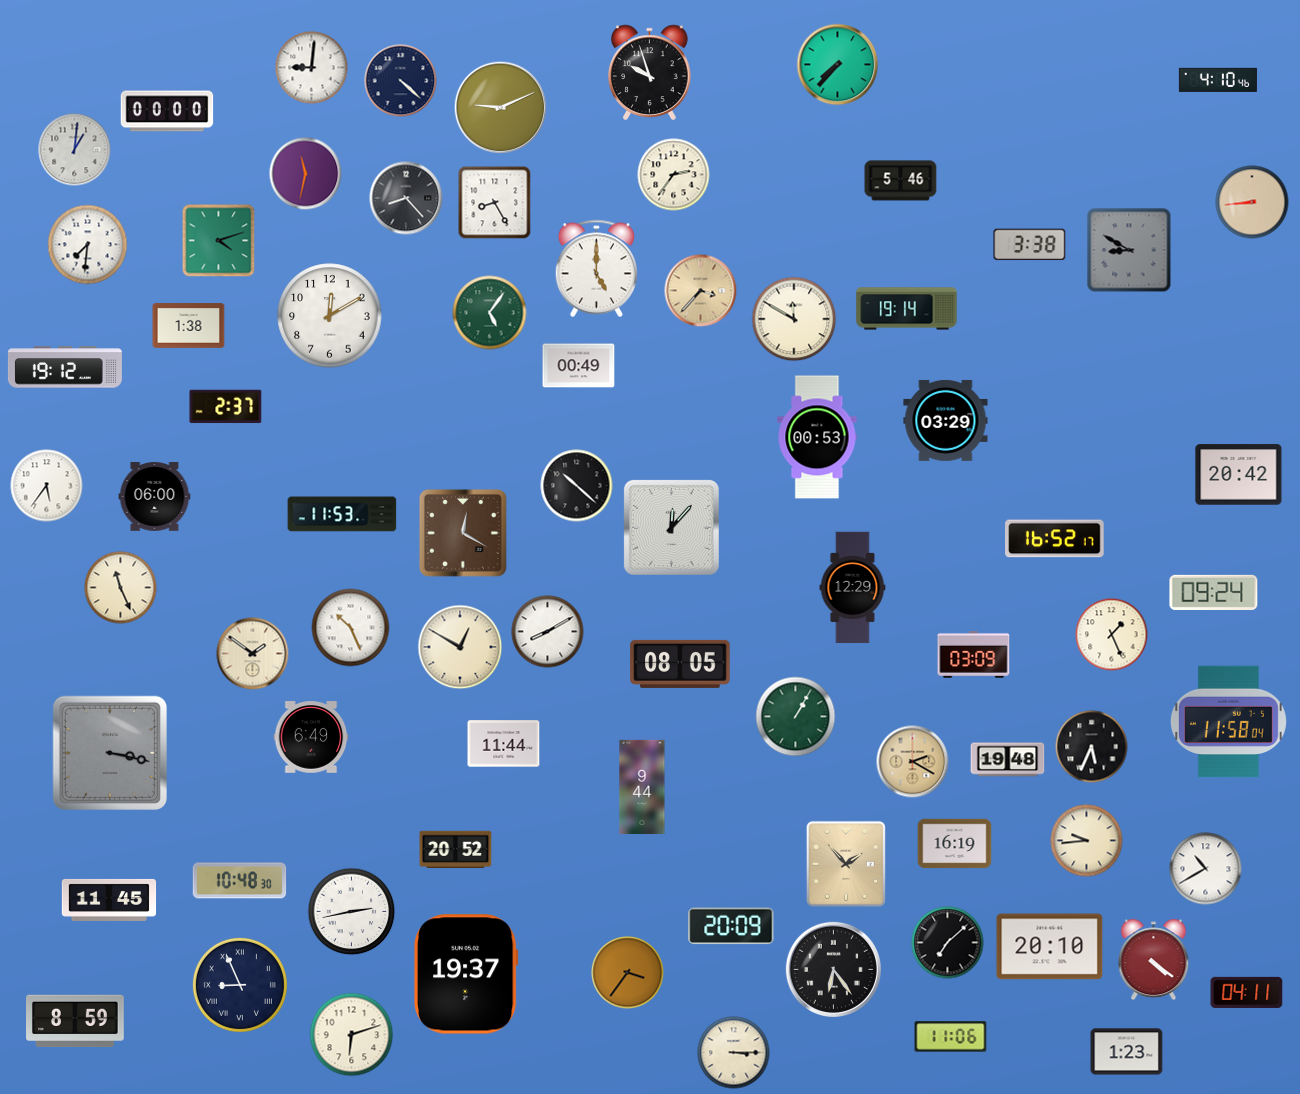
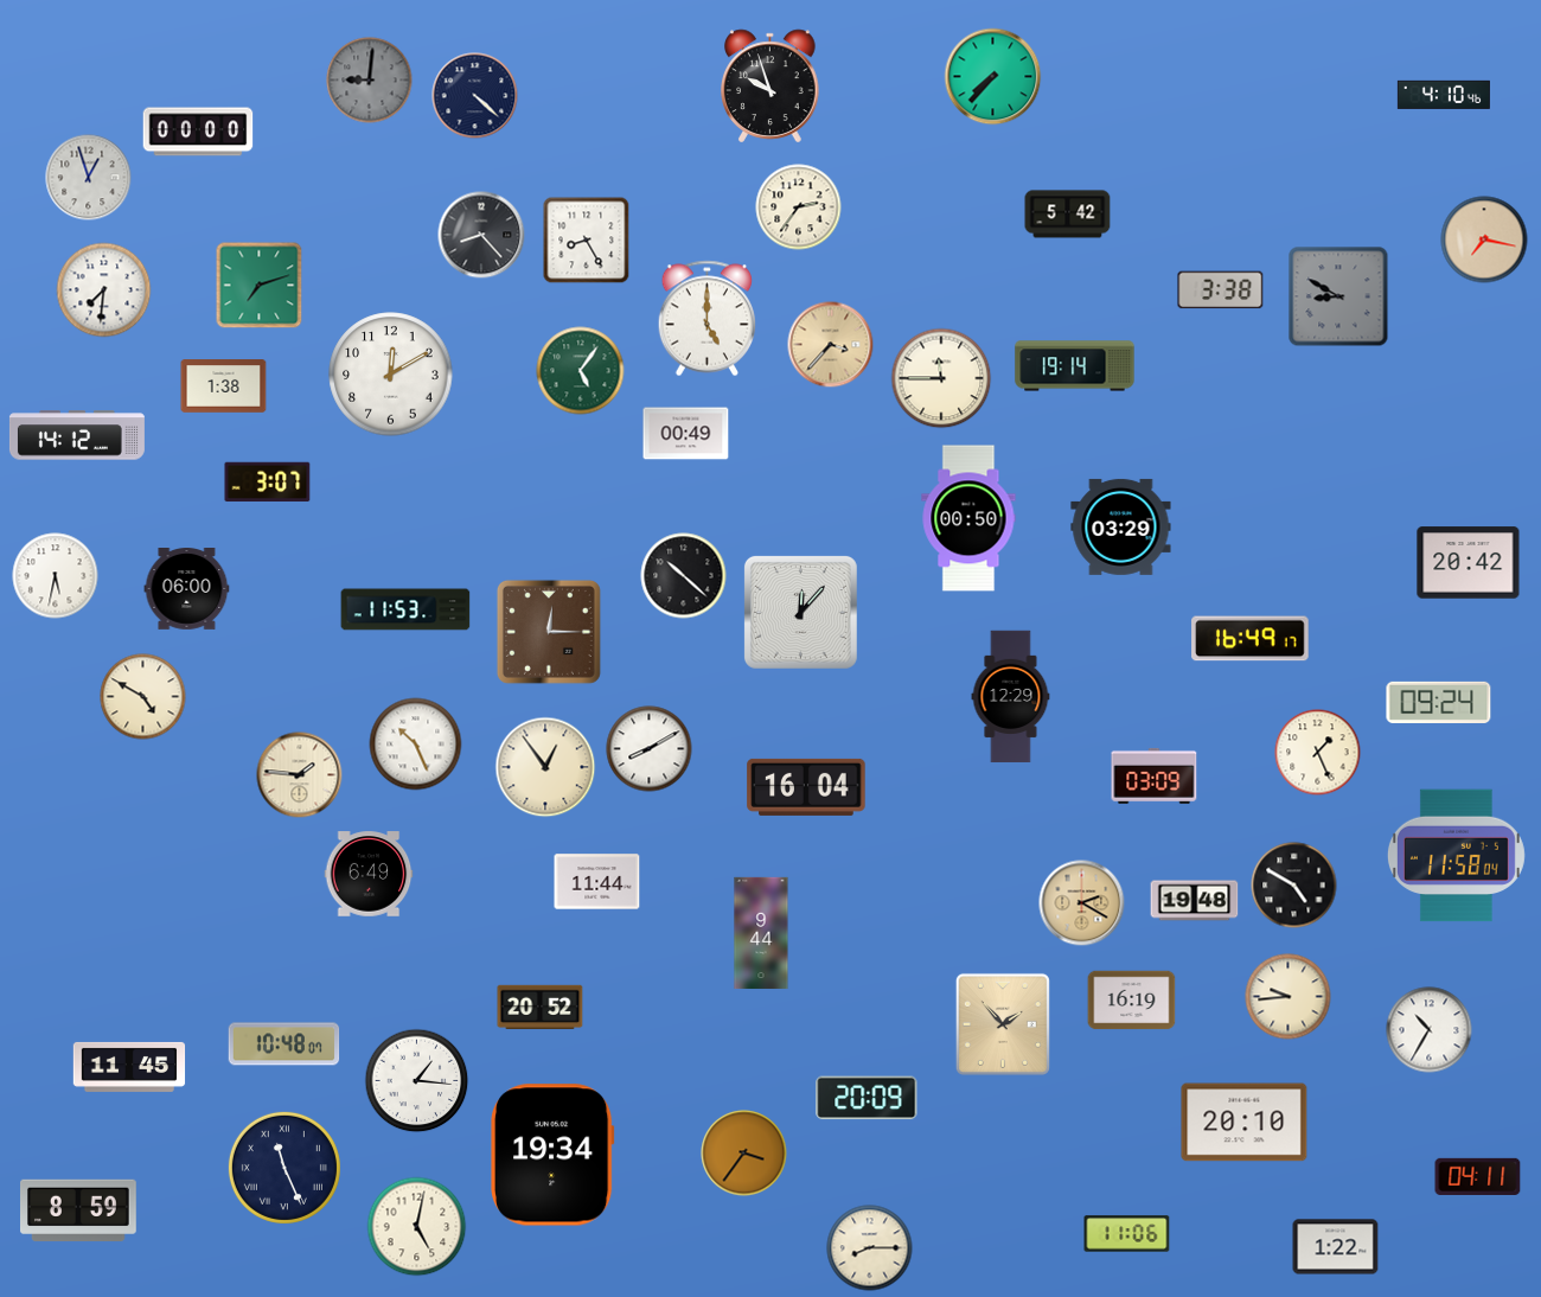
clock at (312, 68) dial: white -> grey
clock at (501, 108): 9:11 -> none
clock at (75, 150): 1:01 -> 12:57
clock at (306, 174): 11:32 -> none
clock at (901, 181): 5:46 -> 5:42
clock at (1252, 202): 8:44 -> 7:17
clock at (219, 241): 4:12 -> 7:12
clock at (794, 319): 11:50 -> 11:45
clock at (65, 367): 19:12 -> 14:12
clock at (226, 407): 2:37 -> 3:07
clock at (946, 420) position: (946, 420) -> (1121, 526)
clock at (817, 437): 00:53 -> 00:50
clock at (47, 486): 5:36 -> 5:32
clock at (155, 497) position: (155, 497) -> (187, 589)
clock at (671, 527) position: (671, 527) -> (800, 612)
clock at (463, 533): 12:20 -> 12:15
clock at (1055, 539): 16:52 -> 16:49
clock at (121, 588): 11:26 -> 4:50
clock at (460, 647): 12:50 -> 12:54
clock at (253, 654): 1:51 -> 1:46
clock at (680, 664): 08:05 -> 16:04
clock at (796, 717): 1:05 -> none
clock at (1092, 747): 5:34 -> 4:50
clock at (110, 753): 3:17 -> none
clock at (1206, 869): 10:40 -> 10:35
clock at (240, 881): 10:48:30 -> 10:48:07
clock at (352, 912): 2:43 -> 1:16
clock at (948, 943): 7:08 -> none
clock at (1154, 960): 4:21 -> none
clock at (833, 969): 6:24 -> none
clock at (467, 974): 19:37 -> 19:34
clock at (240, 985): 8:56 -> 11:26
clock at (76, 1021) position: (76, 1021) -> (79, 1210)
clock at (352, 1035): 6:12 -> 5:02
clock at (951, 1037) position: (951, 1037) -> (1127, 1234)
clock at (1127, 1052): 1:23 -> 1:22
clock at (734, 1053): 3:15 -> 8:15
